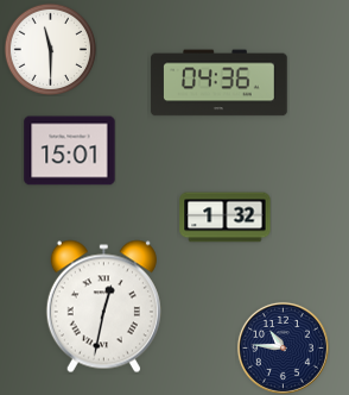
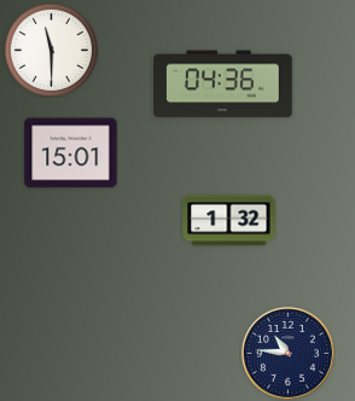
clock at (103, 307): 12:32 -> none
